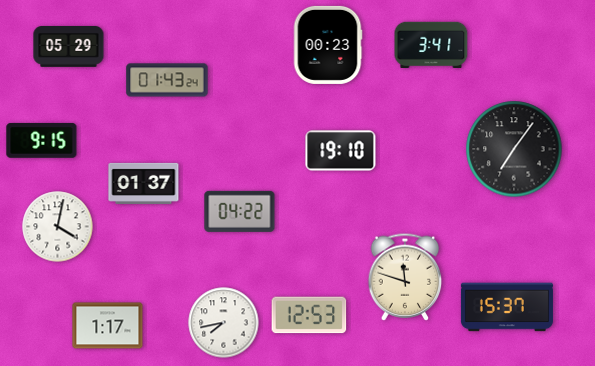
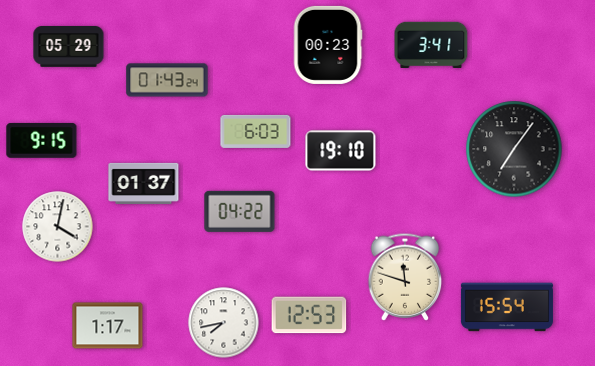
clock at (256, 131): none -> 6:03
clock at (507, 307): 15:37 -> 15:54
